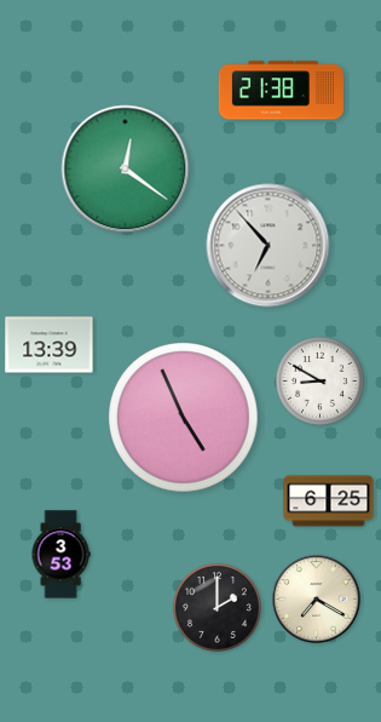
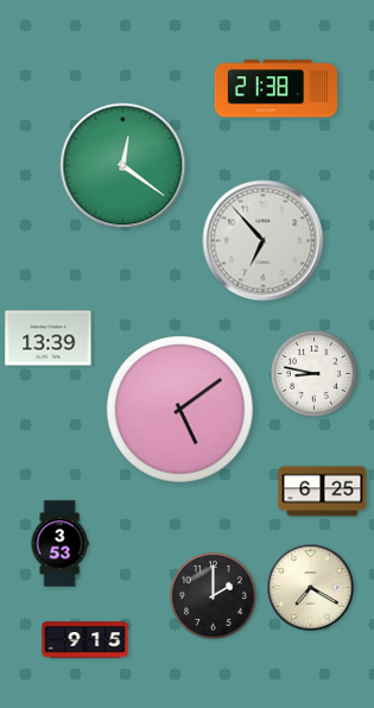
clock at (319, 380): 8:50 -> 8:47
clock at (184, 418): 4:56 -> 5:09
clock at (85, 640): none -> 9:15
